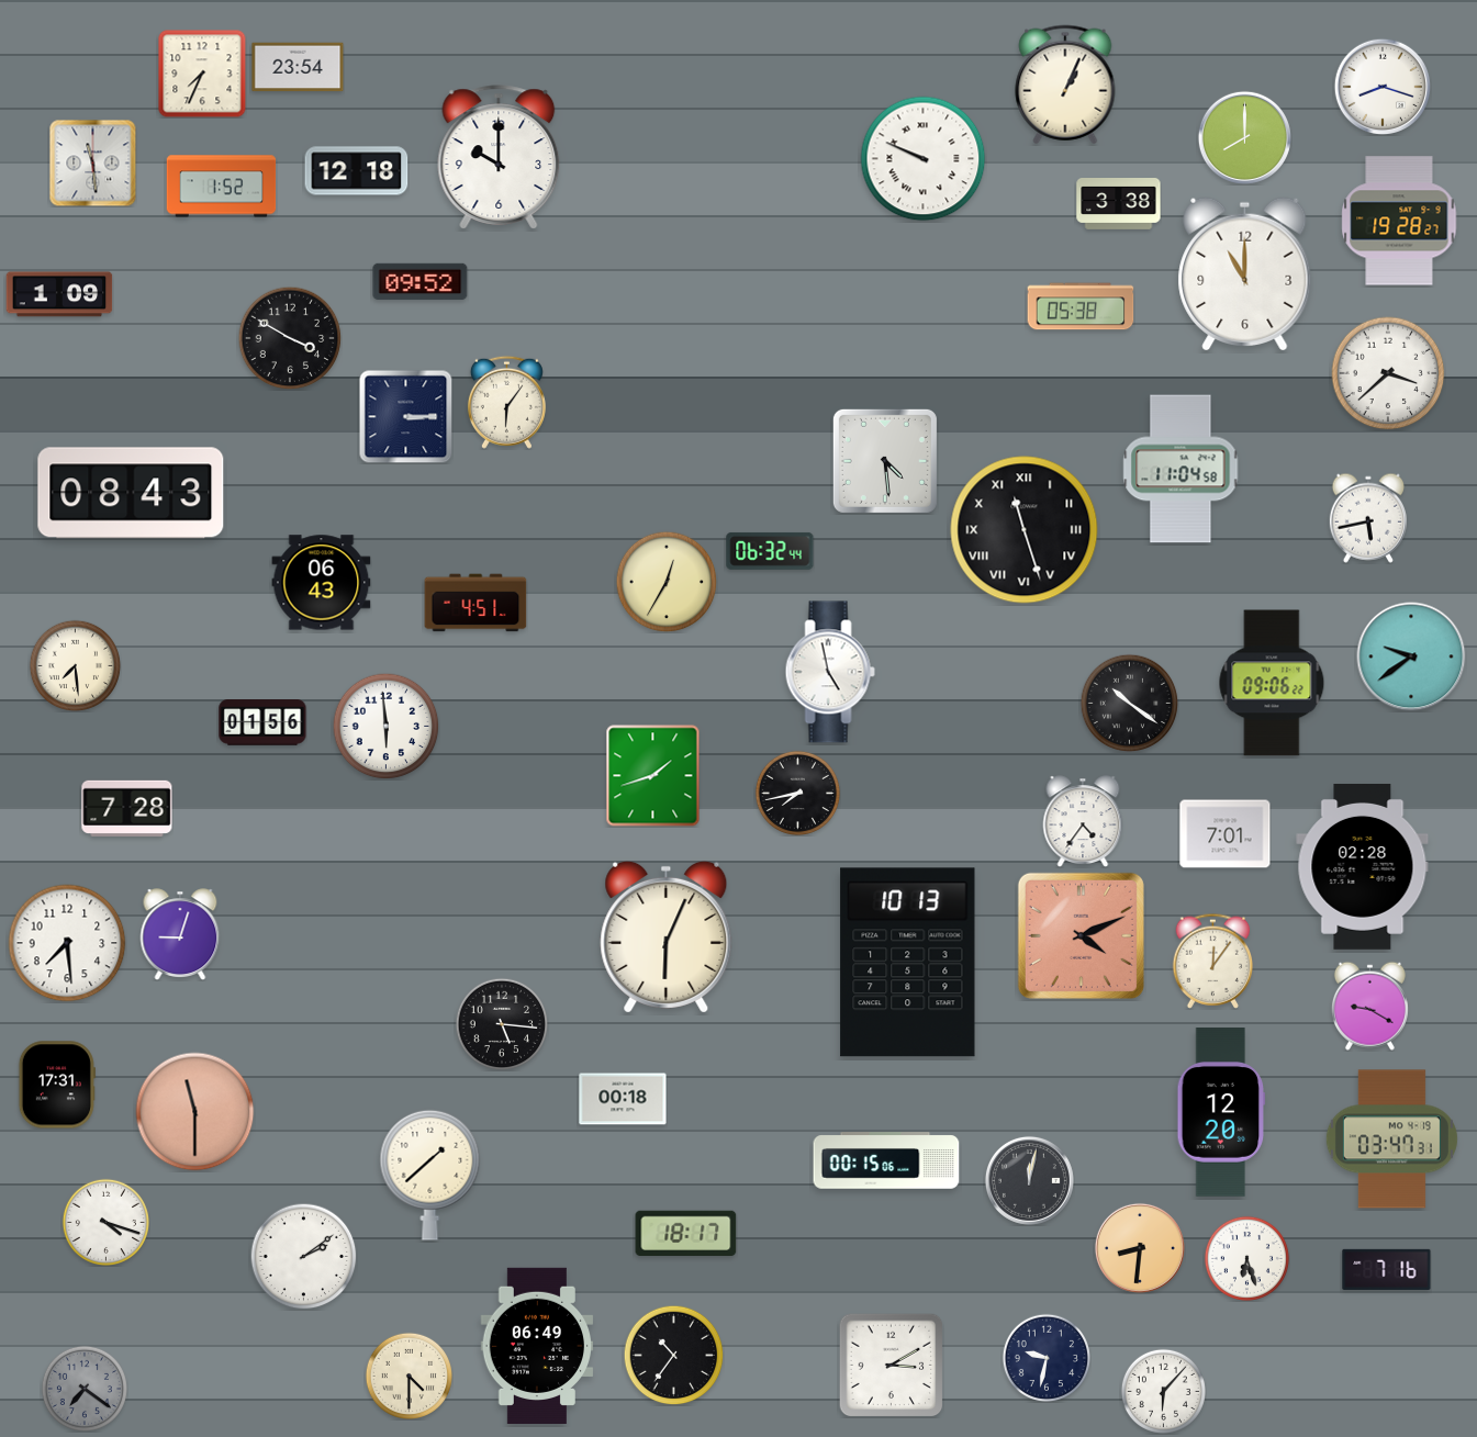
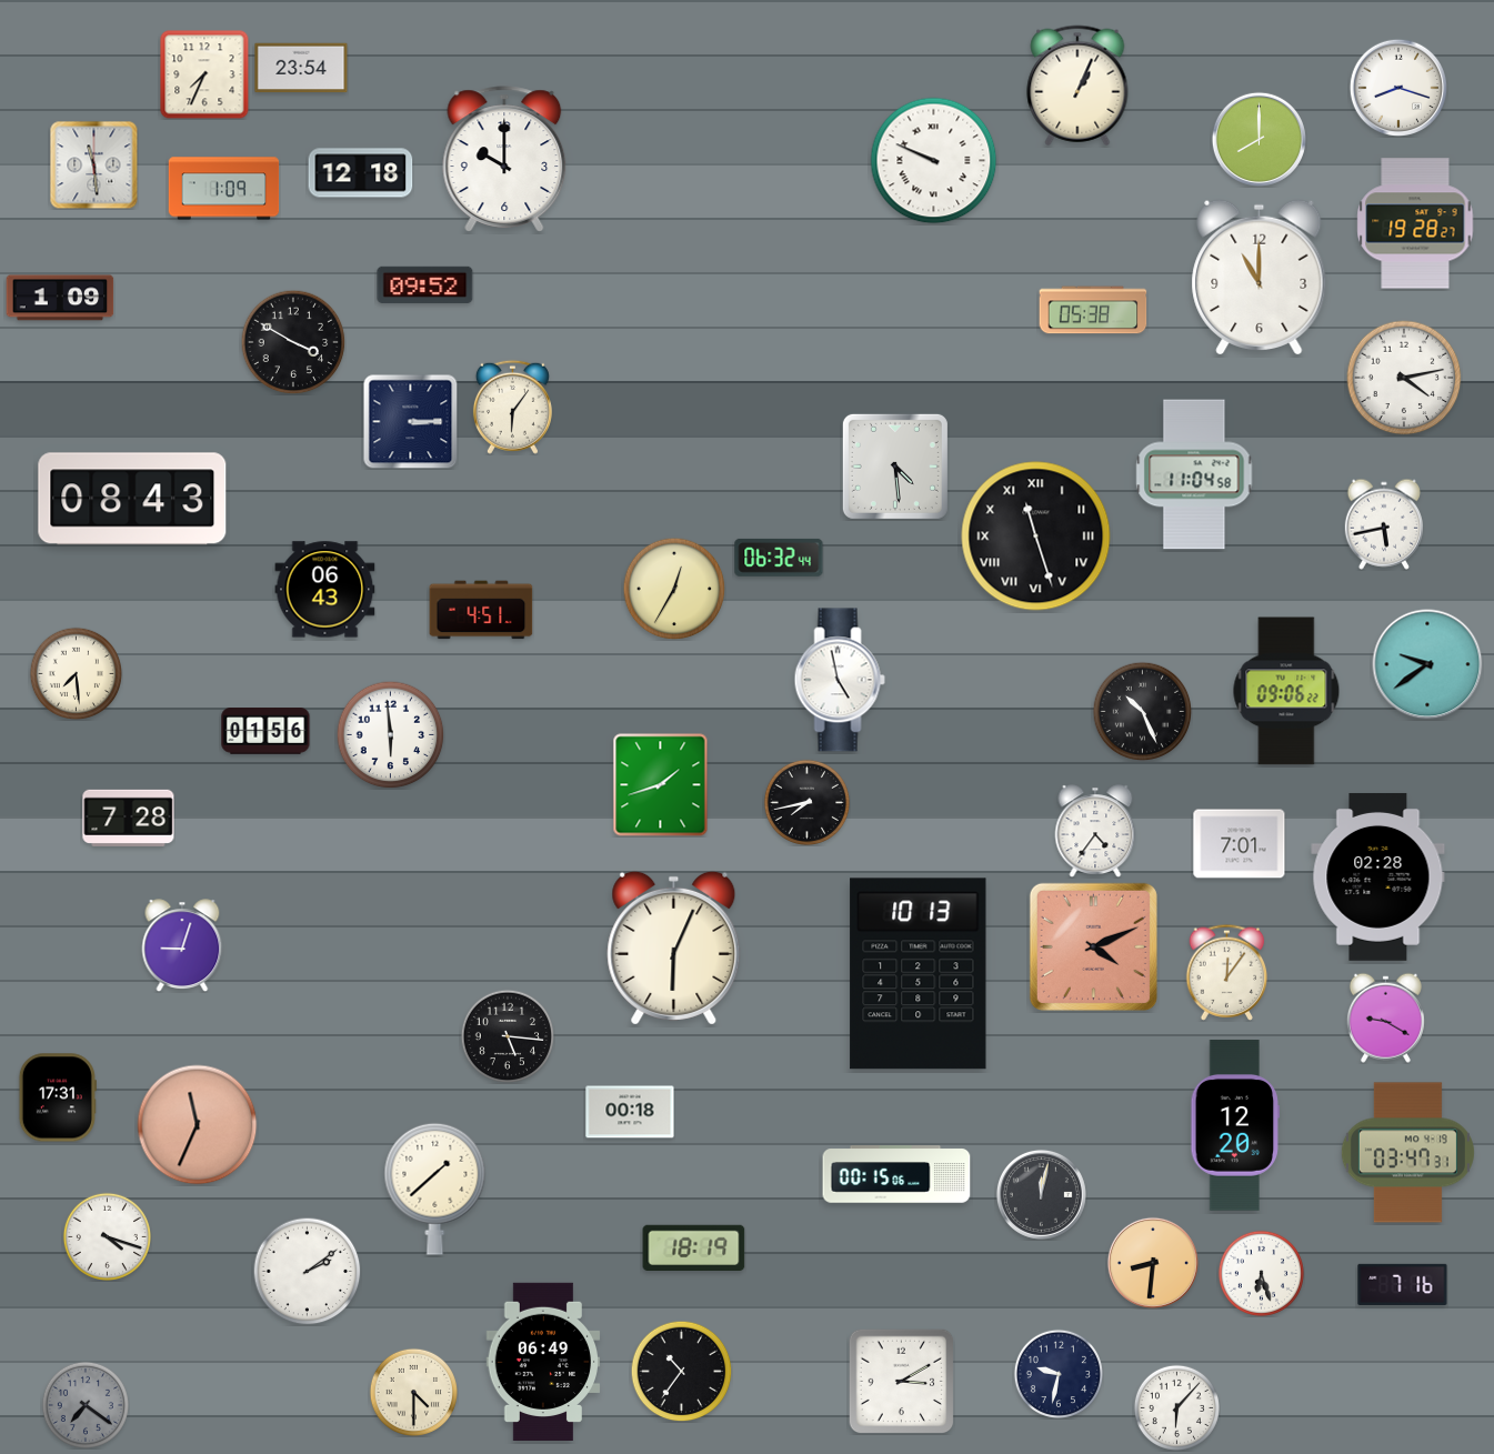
clock at (222, 187): 1:52 -> 1:09
clock at (1119, 204): 3:38 -> none
clock at (1388, 373): 3:38 -> 4:13
clock at (1129, 703): 10:21 -> 10:26
clock at (67, 943): 7:29 -> none
clock at (195, 1112): 11:30 -> 11:34
clock at (686, 1233): 18:17 -> 18:19
